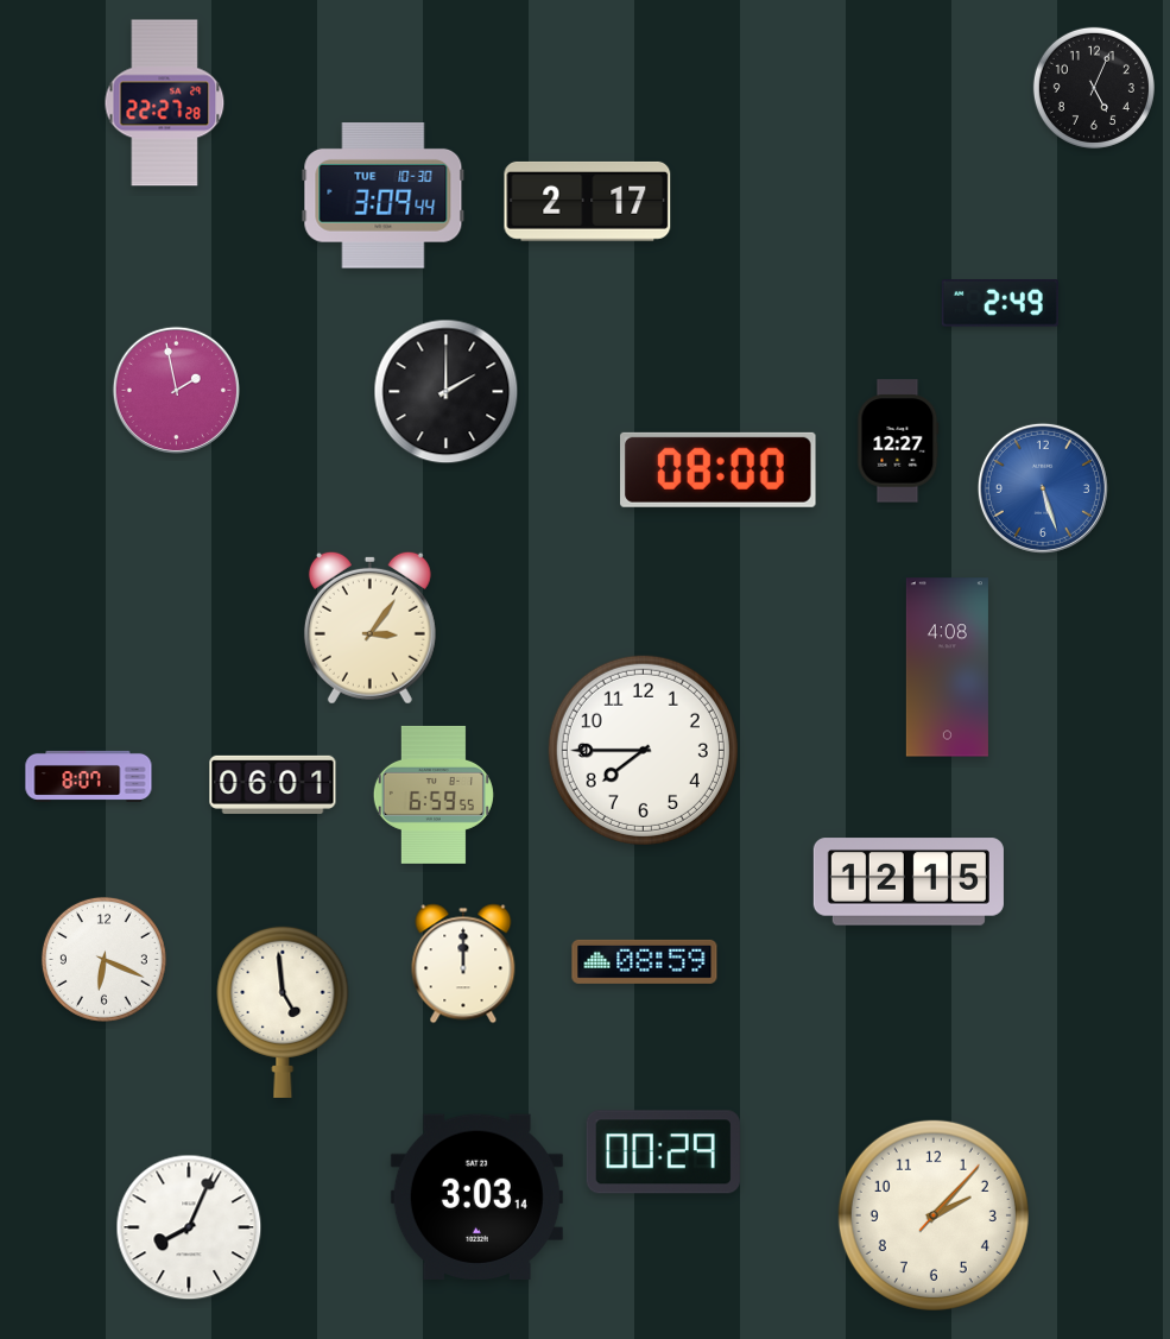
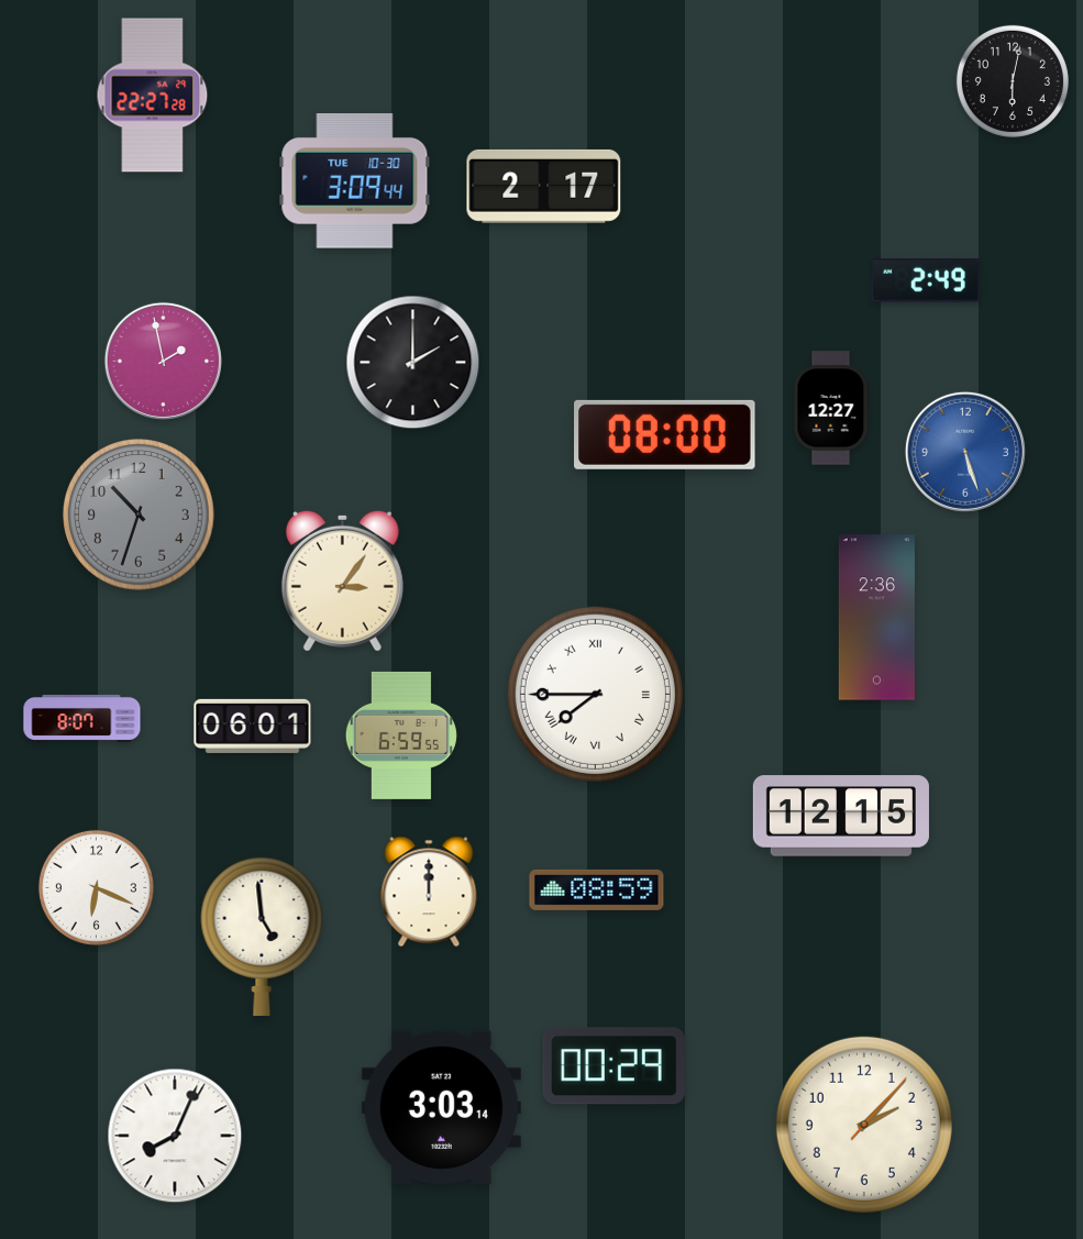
clock at (1094, 88): 5:04 -> 6:02
clock at (140, 516): none -> 10:33
clock at (947, 668): 4:08 -> 2:36
clock at (643, 750) numerals: Arabic -> Roman
